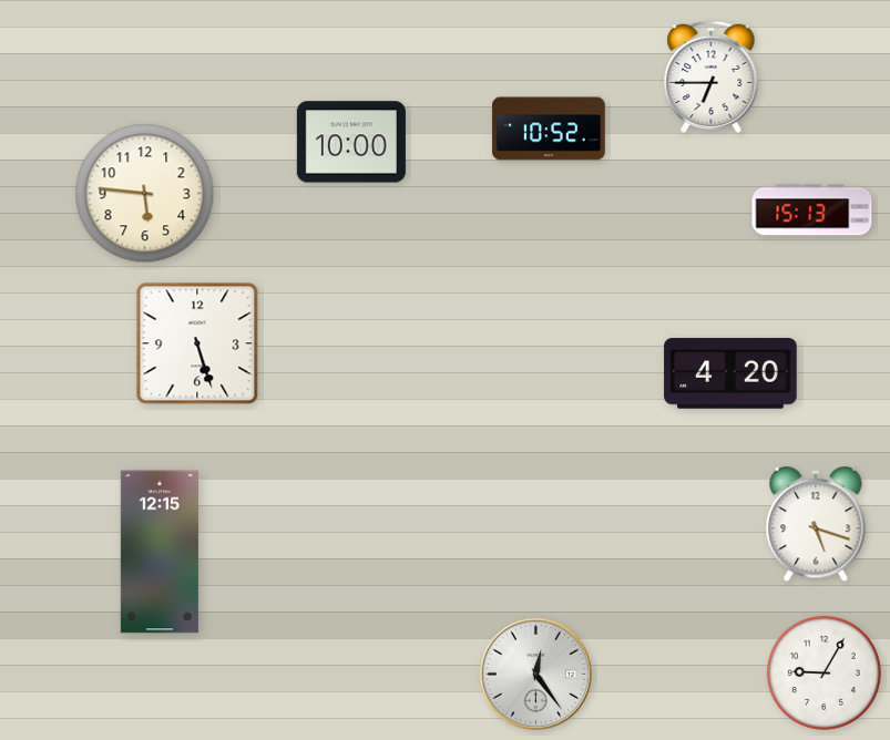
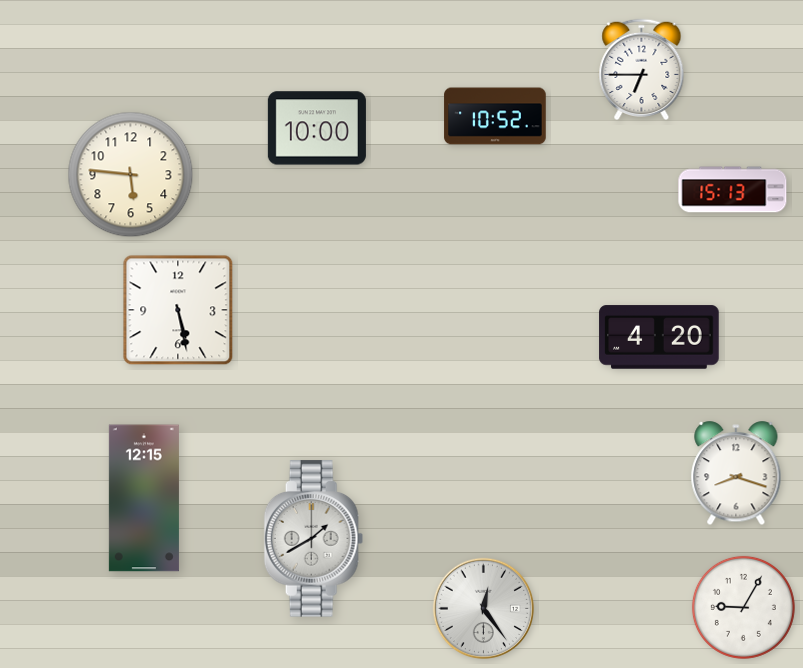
clock at (197, 343): 5:27 -> 5:28
clock at (816, 525): 5:18 -> 8:18
clock at (314, 539): none -> 1:40
